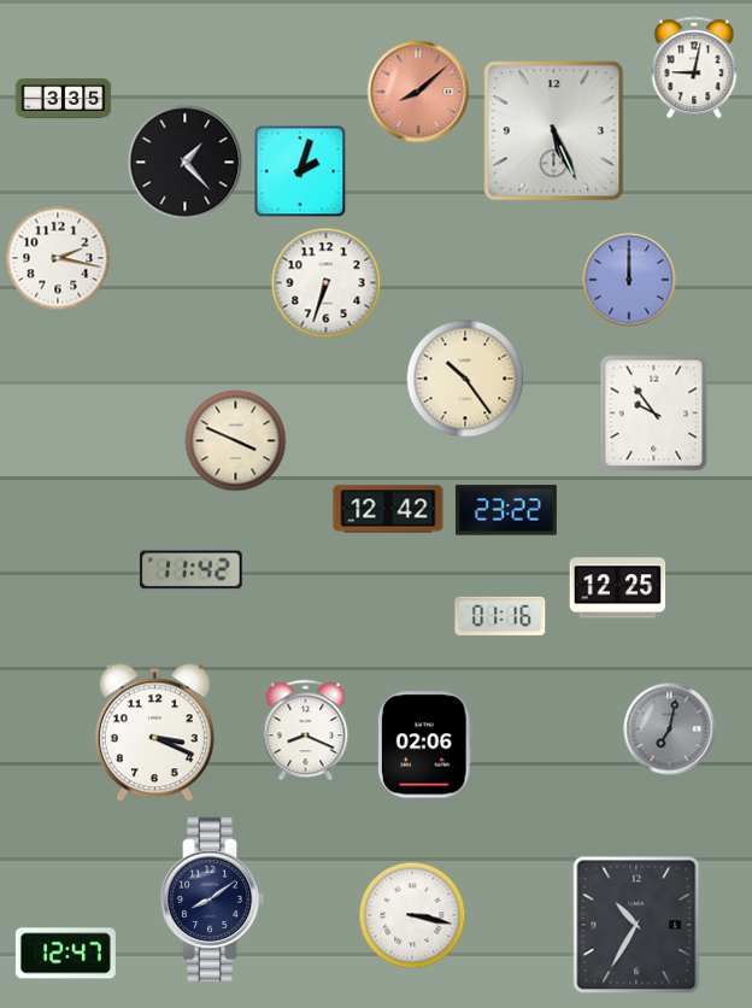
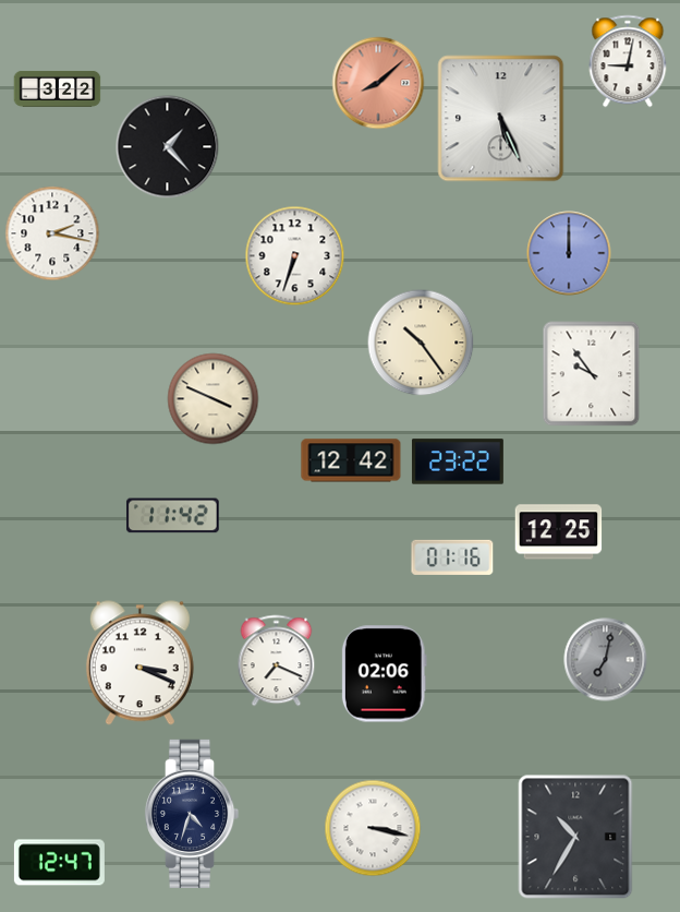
clock at (64, 98): 3:35 -> 3:22
clock at (300, 171): 2:03 -> none
clock at (306, 731): 8:19 -> 7:19
clock at (212, 899): 8:09 -> 4:33
